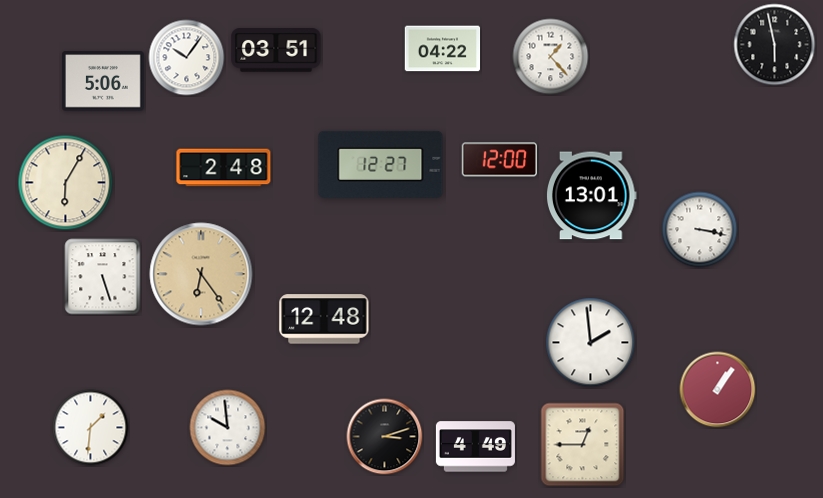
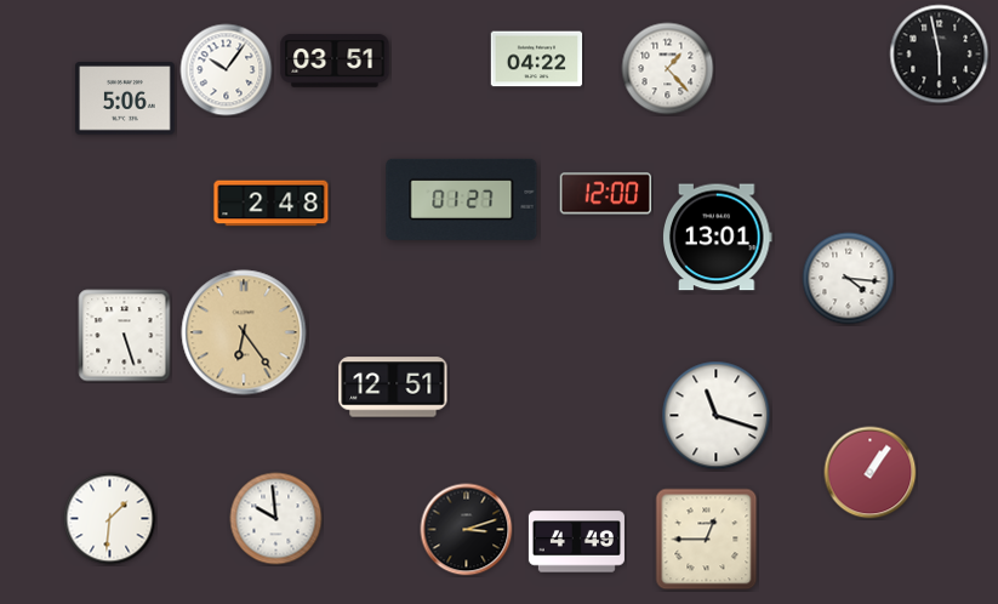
clock at (381, 164): 12:27 -> 01:27
clock at (66, 183): 6:05 -> none
clock at (700, 230): 3:17 -> 4:16
clock at (324, 319): 12:48 -> 12:51
clock at (591, 343): 1:59 -> 11:18
